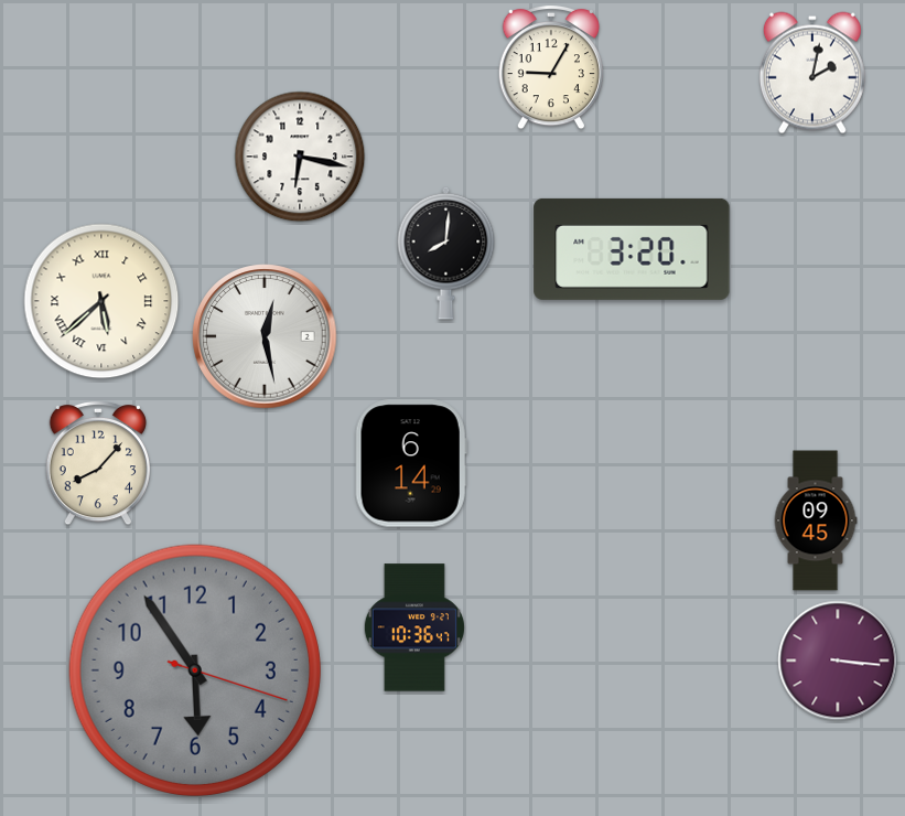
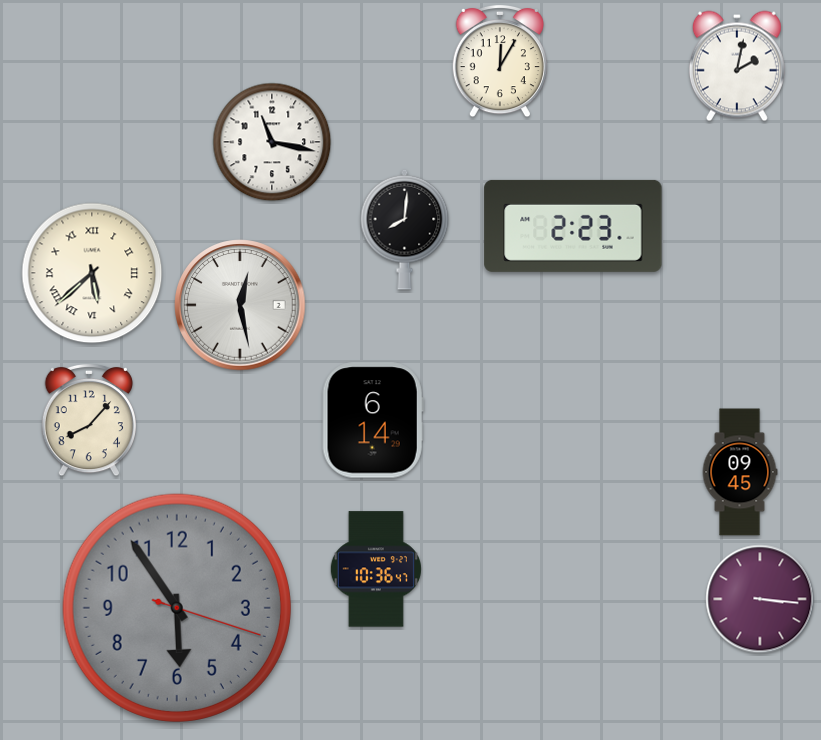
clock at (551, 67): 9:05 -> 12:05
clock at (300, 157): 6:17 -> 11:17
clock at (632, 249): 3:20 -> 2:23
